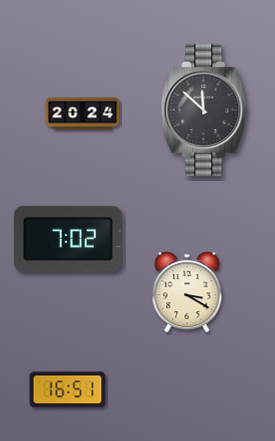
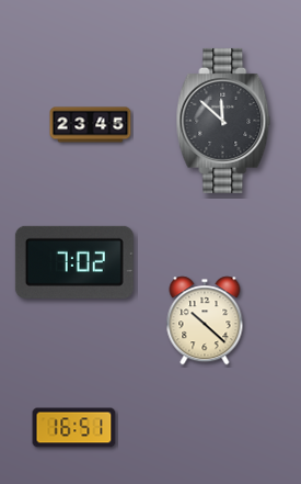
clock at (83, 114): 20:24 -> 23:45
clock at (187, 292): 3:20 -> 10:22
